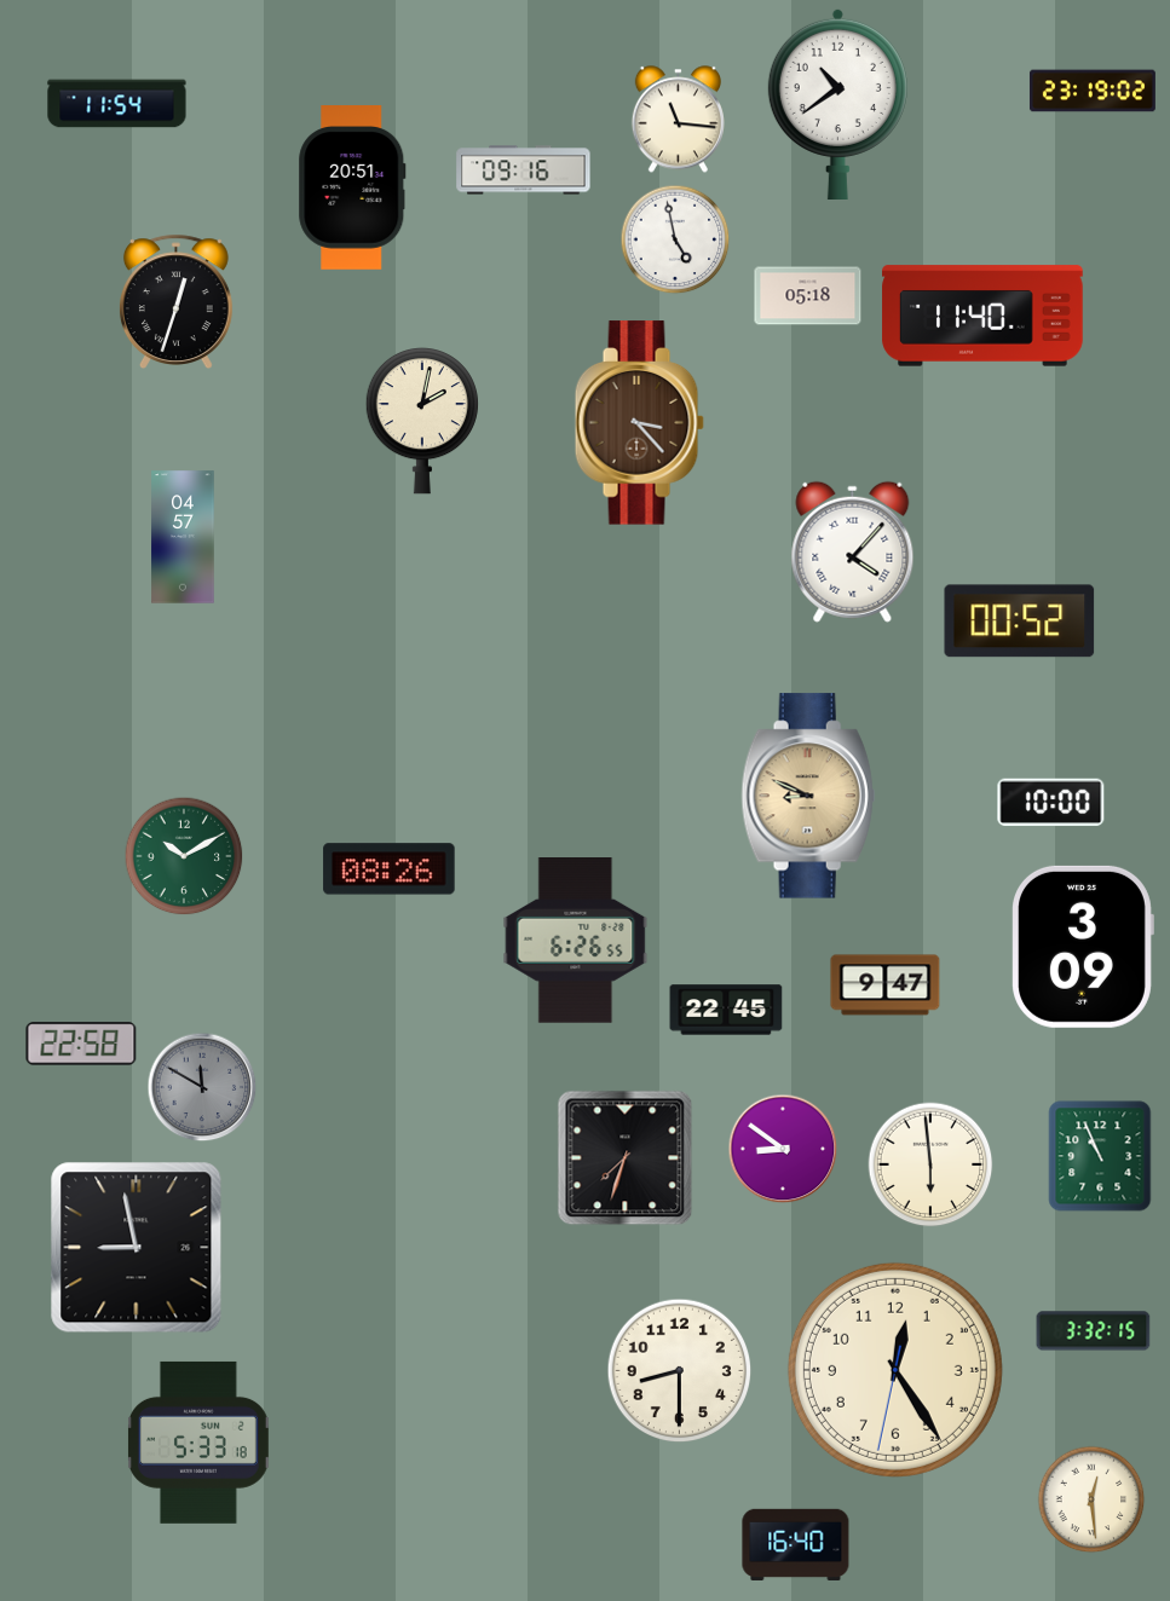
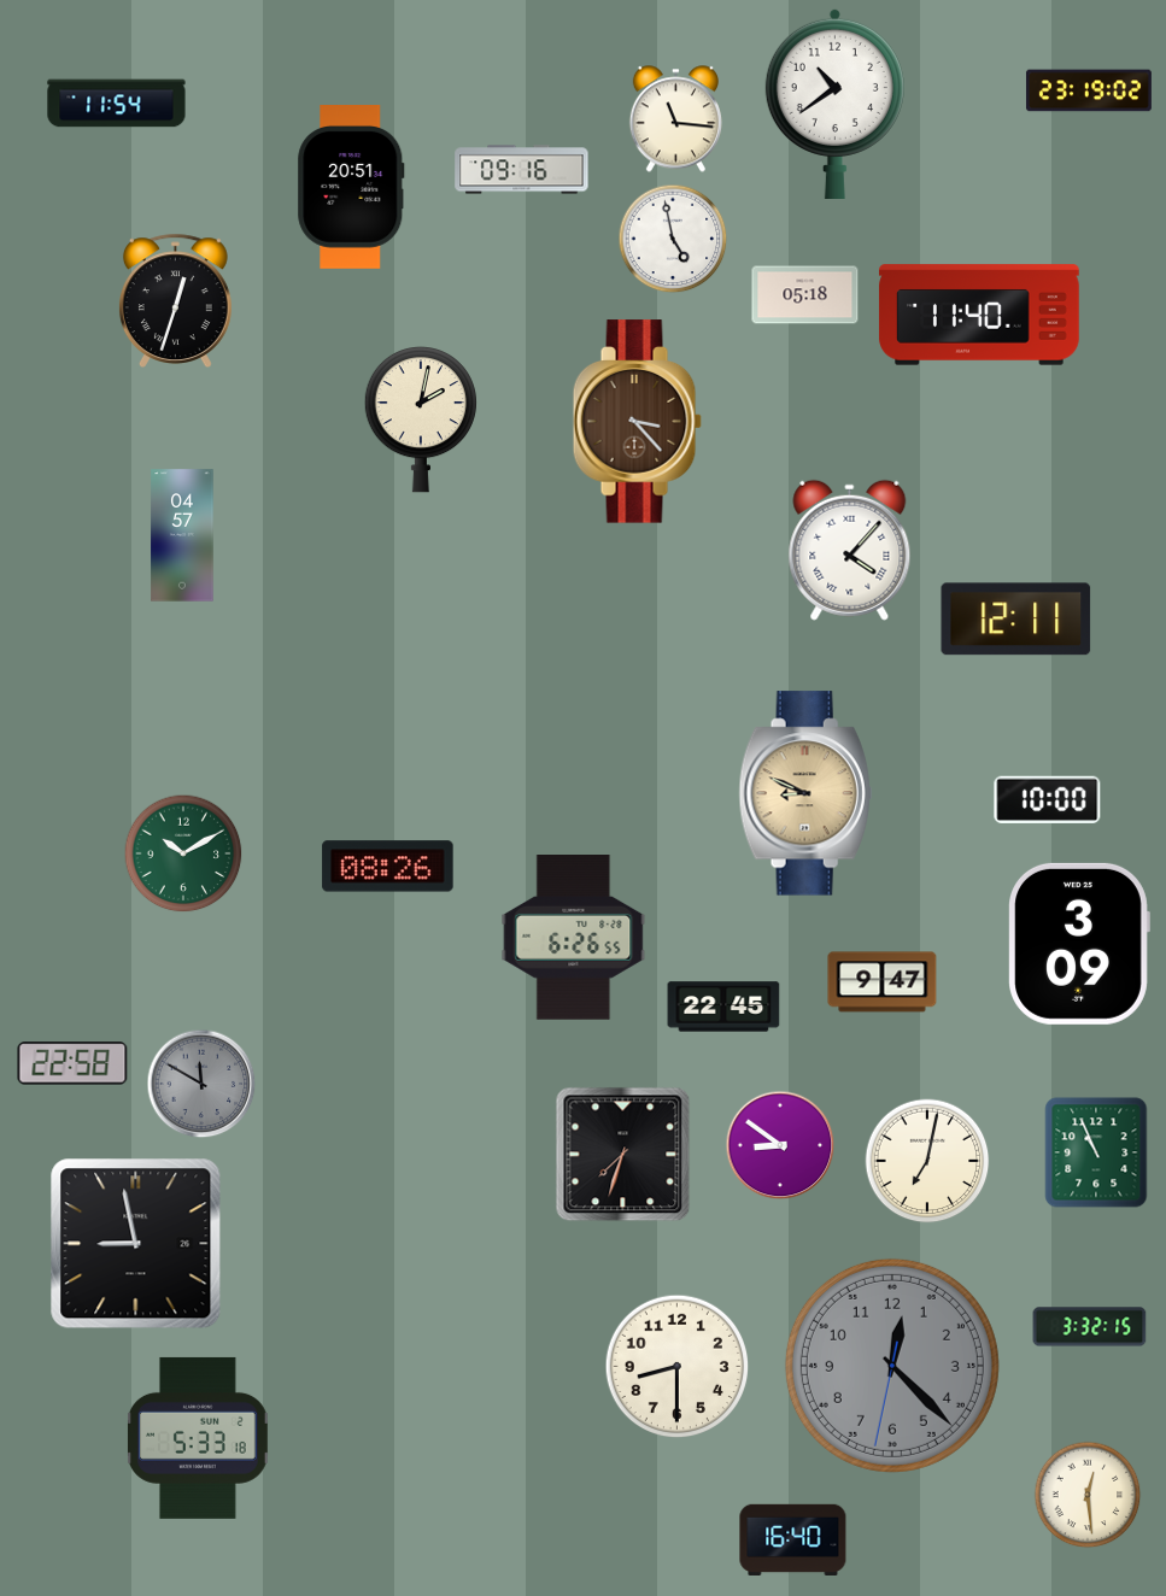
clock at (1020, 622): 00:52 -> 12:11
clock at (81, 1044) position: (81, 1044) -> (72, 1063)
clock at (930, 1164): 5:59 -> 7:02
clock at (895, 1370): 12:24 -> 12:22
clock at (895, 1370) dial: cream -> grey
